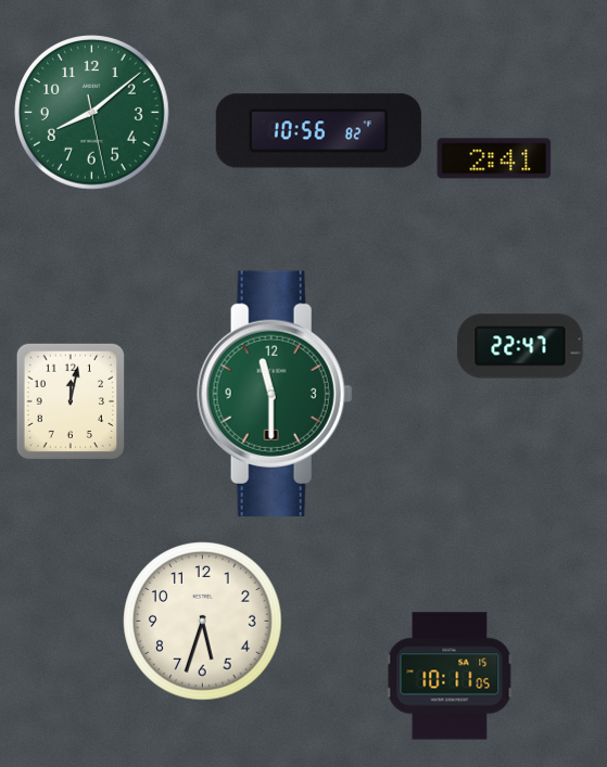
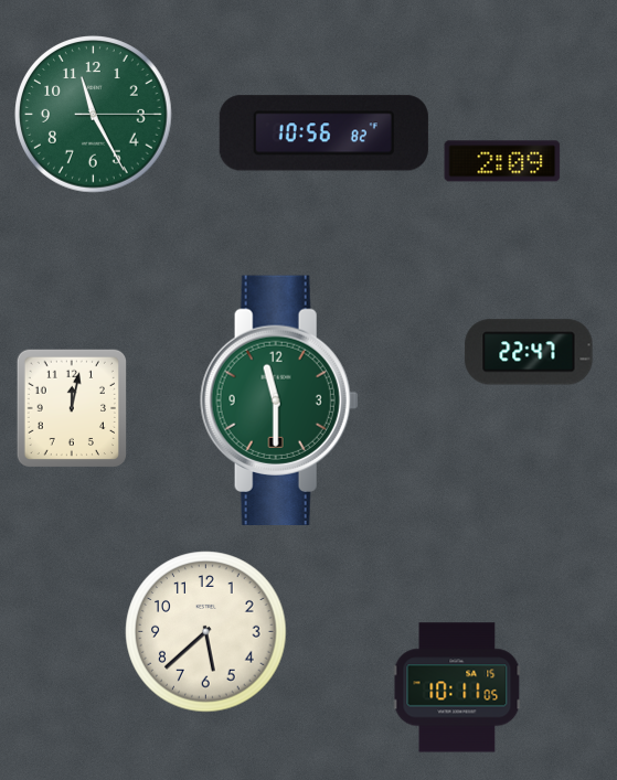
clock at (92, 113): 8:08 -> 11:25
clock at (494, 158): 2:41 -> 2:09
clock at (203, 622): 5:33 -> 5:38
